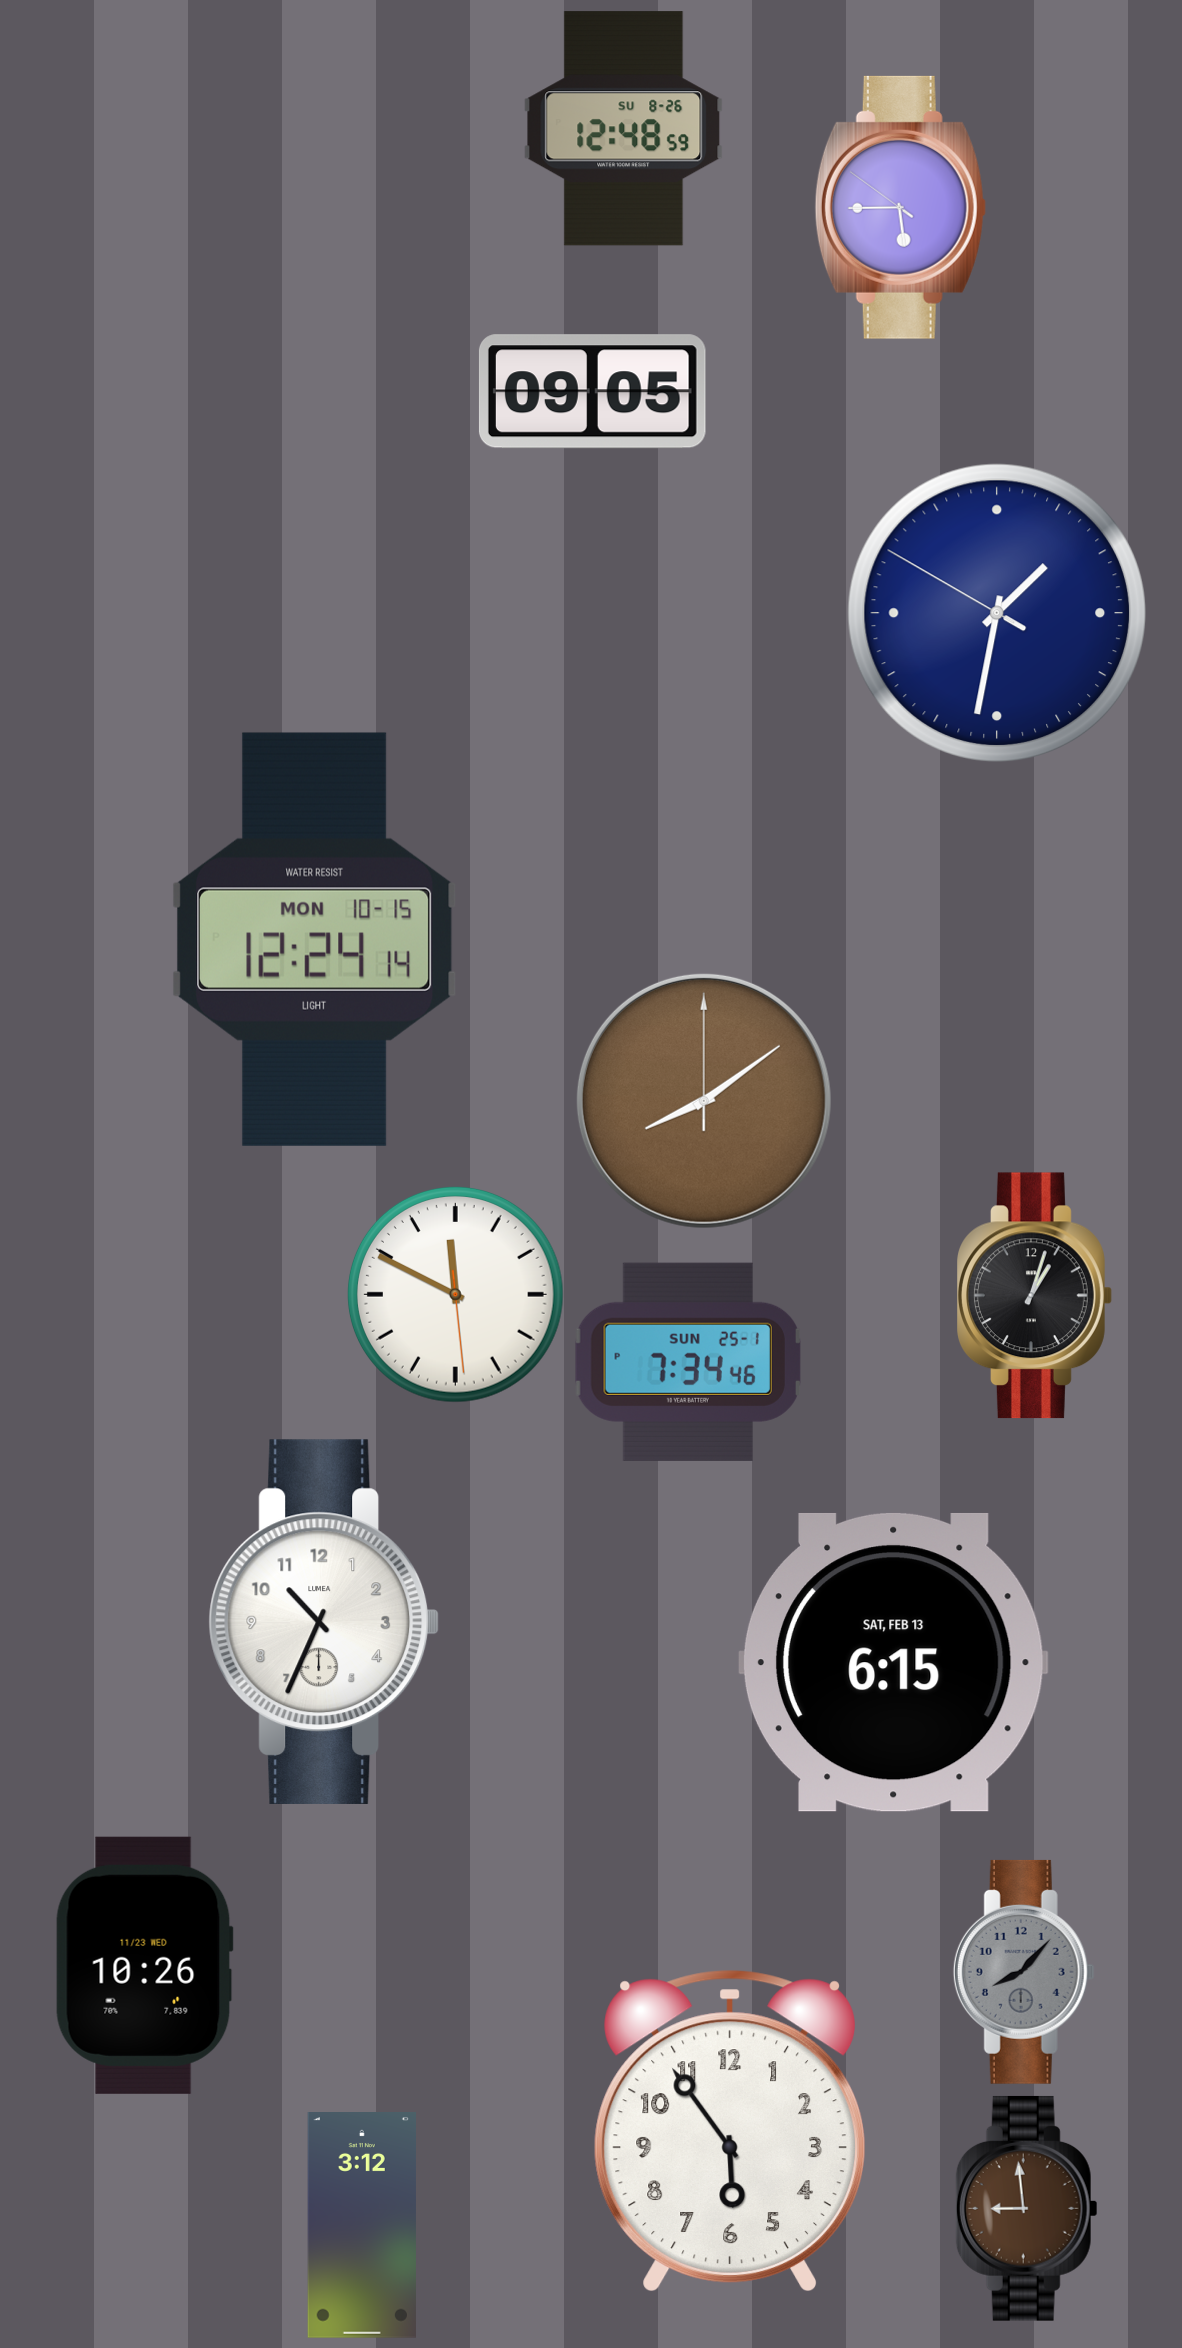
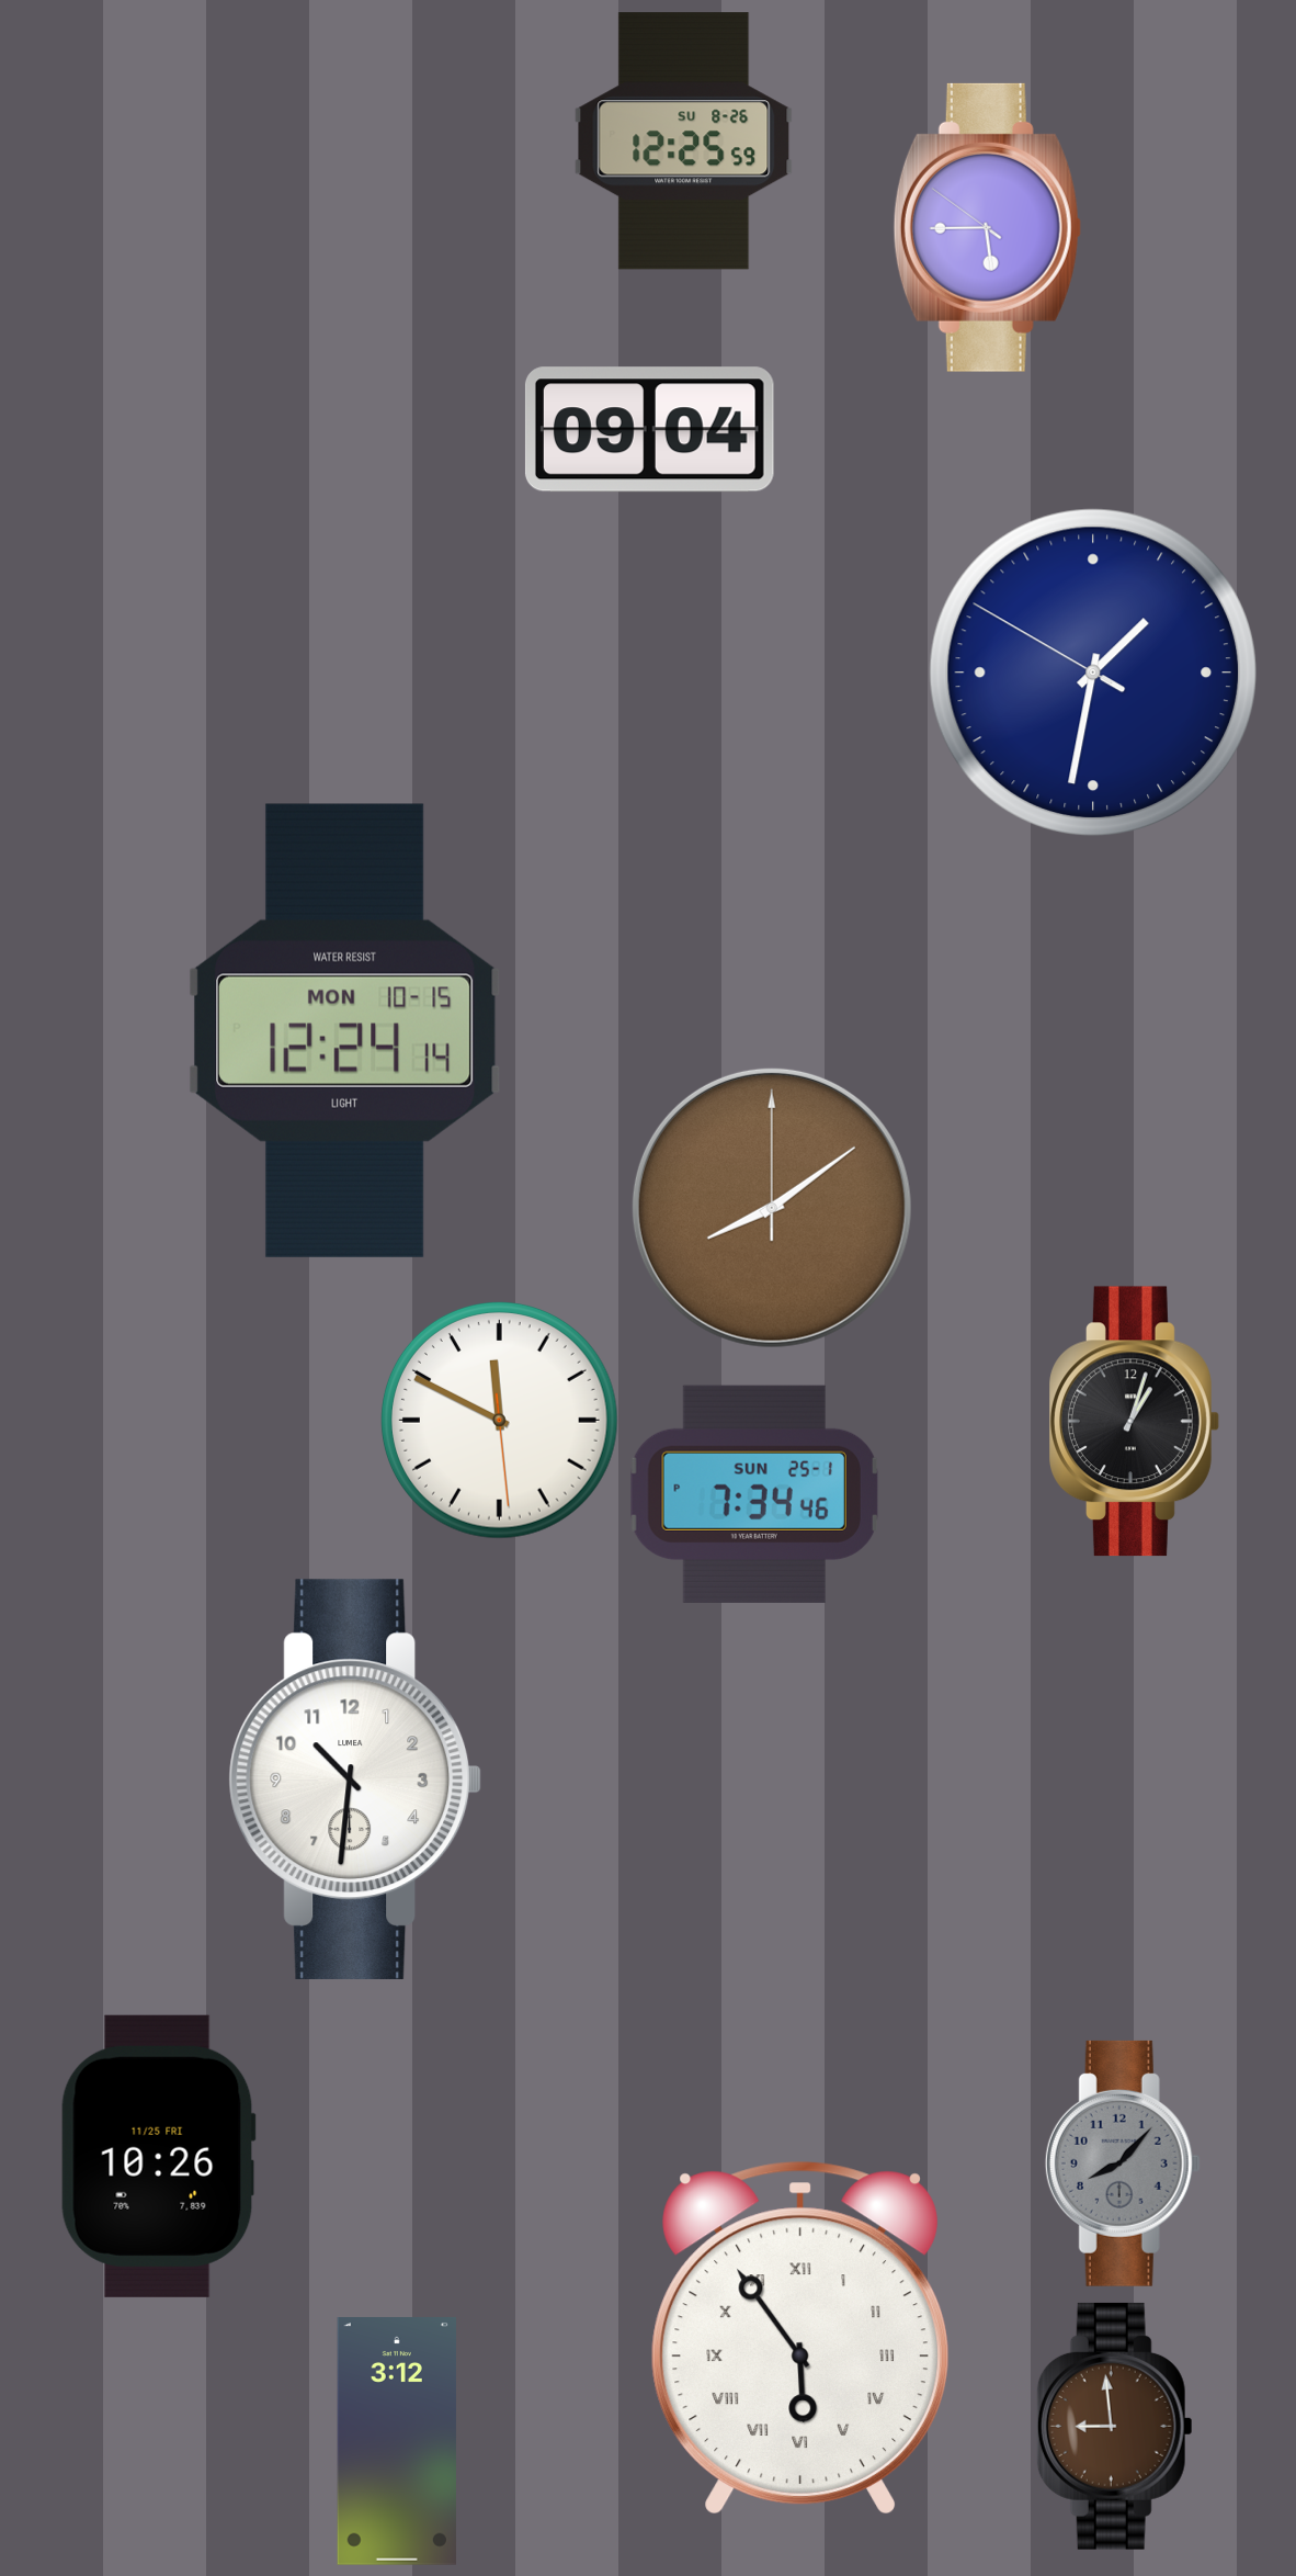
clock at (624, 129): 12:48 -> 12:25
clock at (592, 392): 09:05 -> 09:04
clock at (324, 1622): 10:34 -> 10:31
clock at (893, 1662): 6:15 -> none
clock at (144, 1965) date: 11/23 WED -> 11/25 FRI
clock at (729, 2131) numerals: Arabic -> Roman
clock at (1026, 2208) position: (1026, 2208) -> (1114, 2426)
